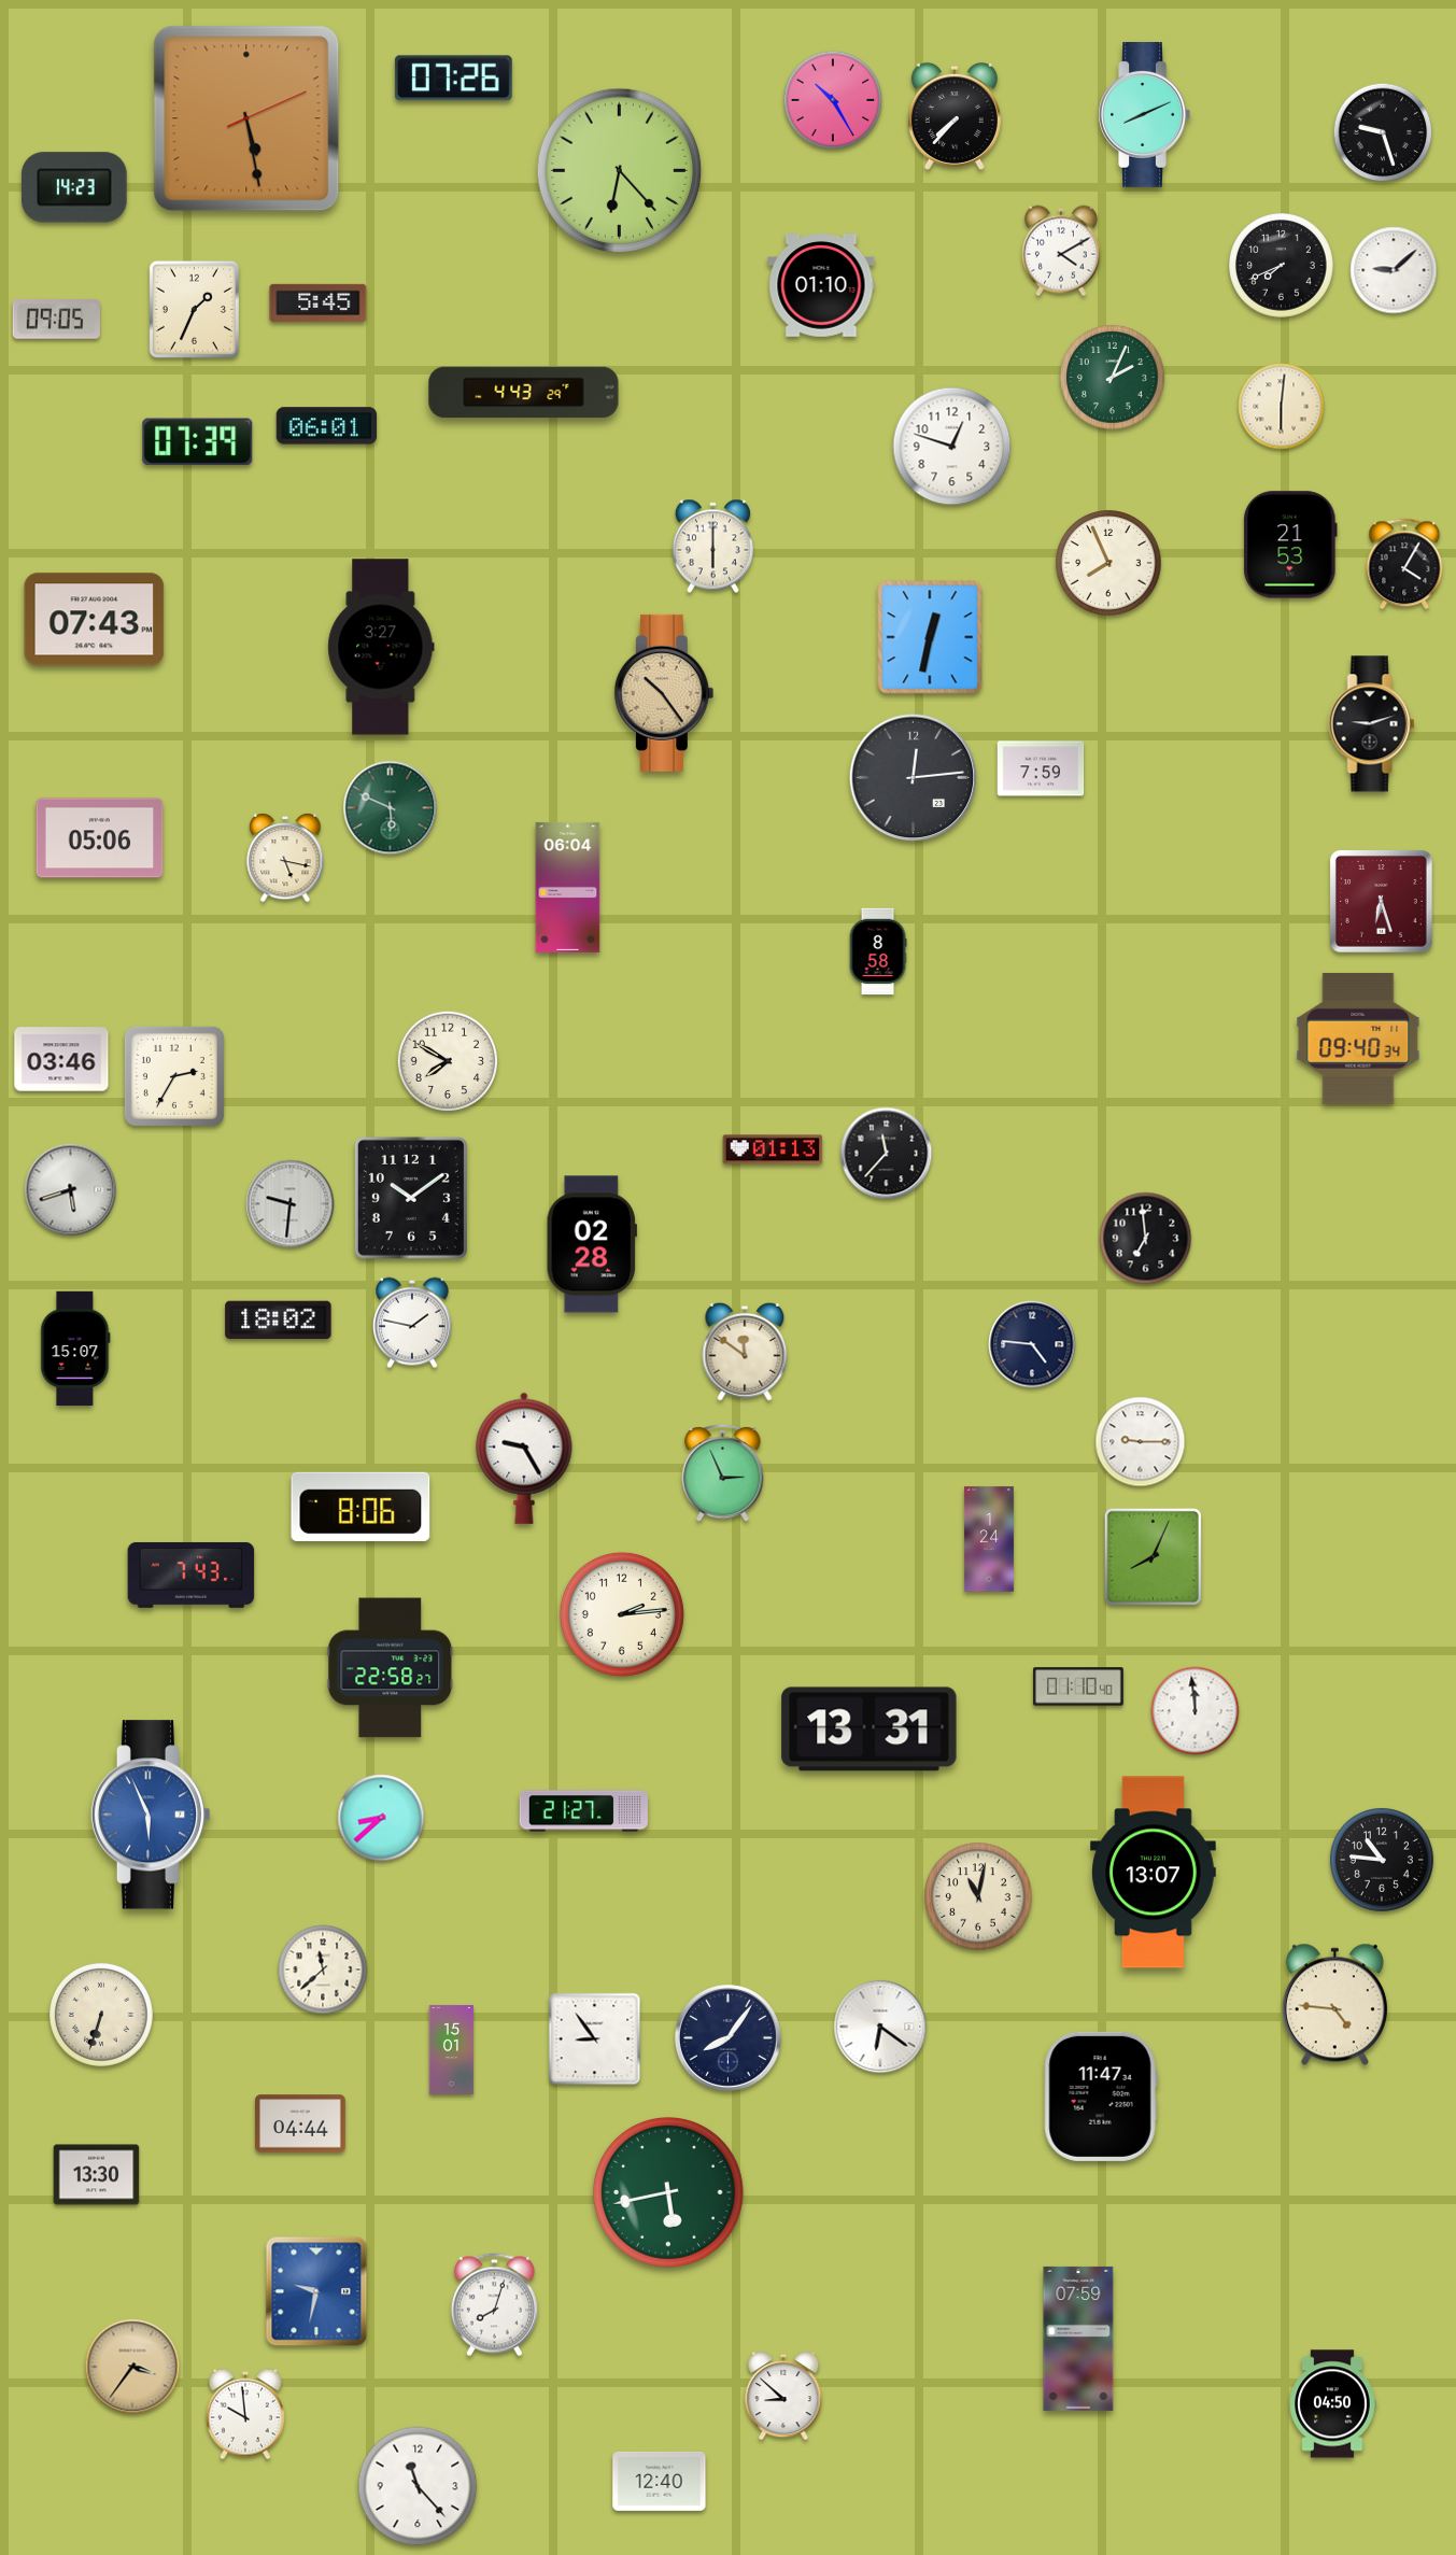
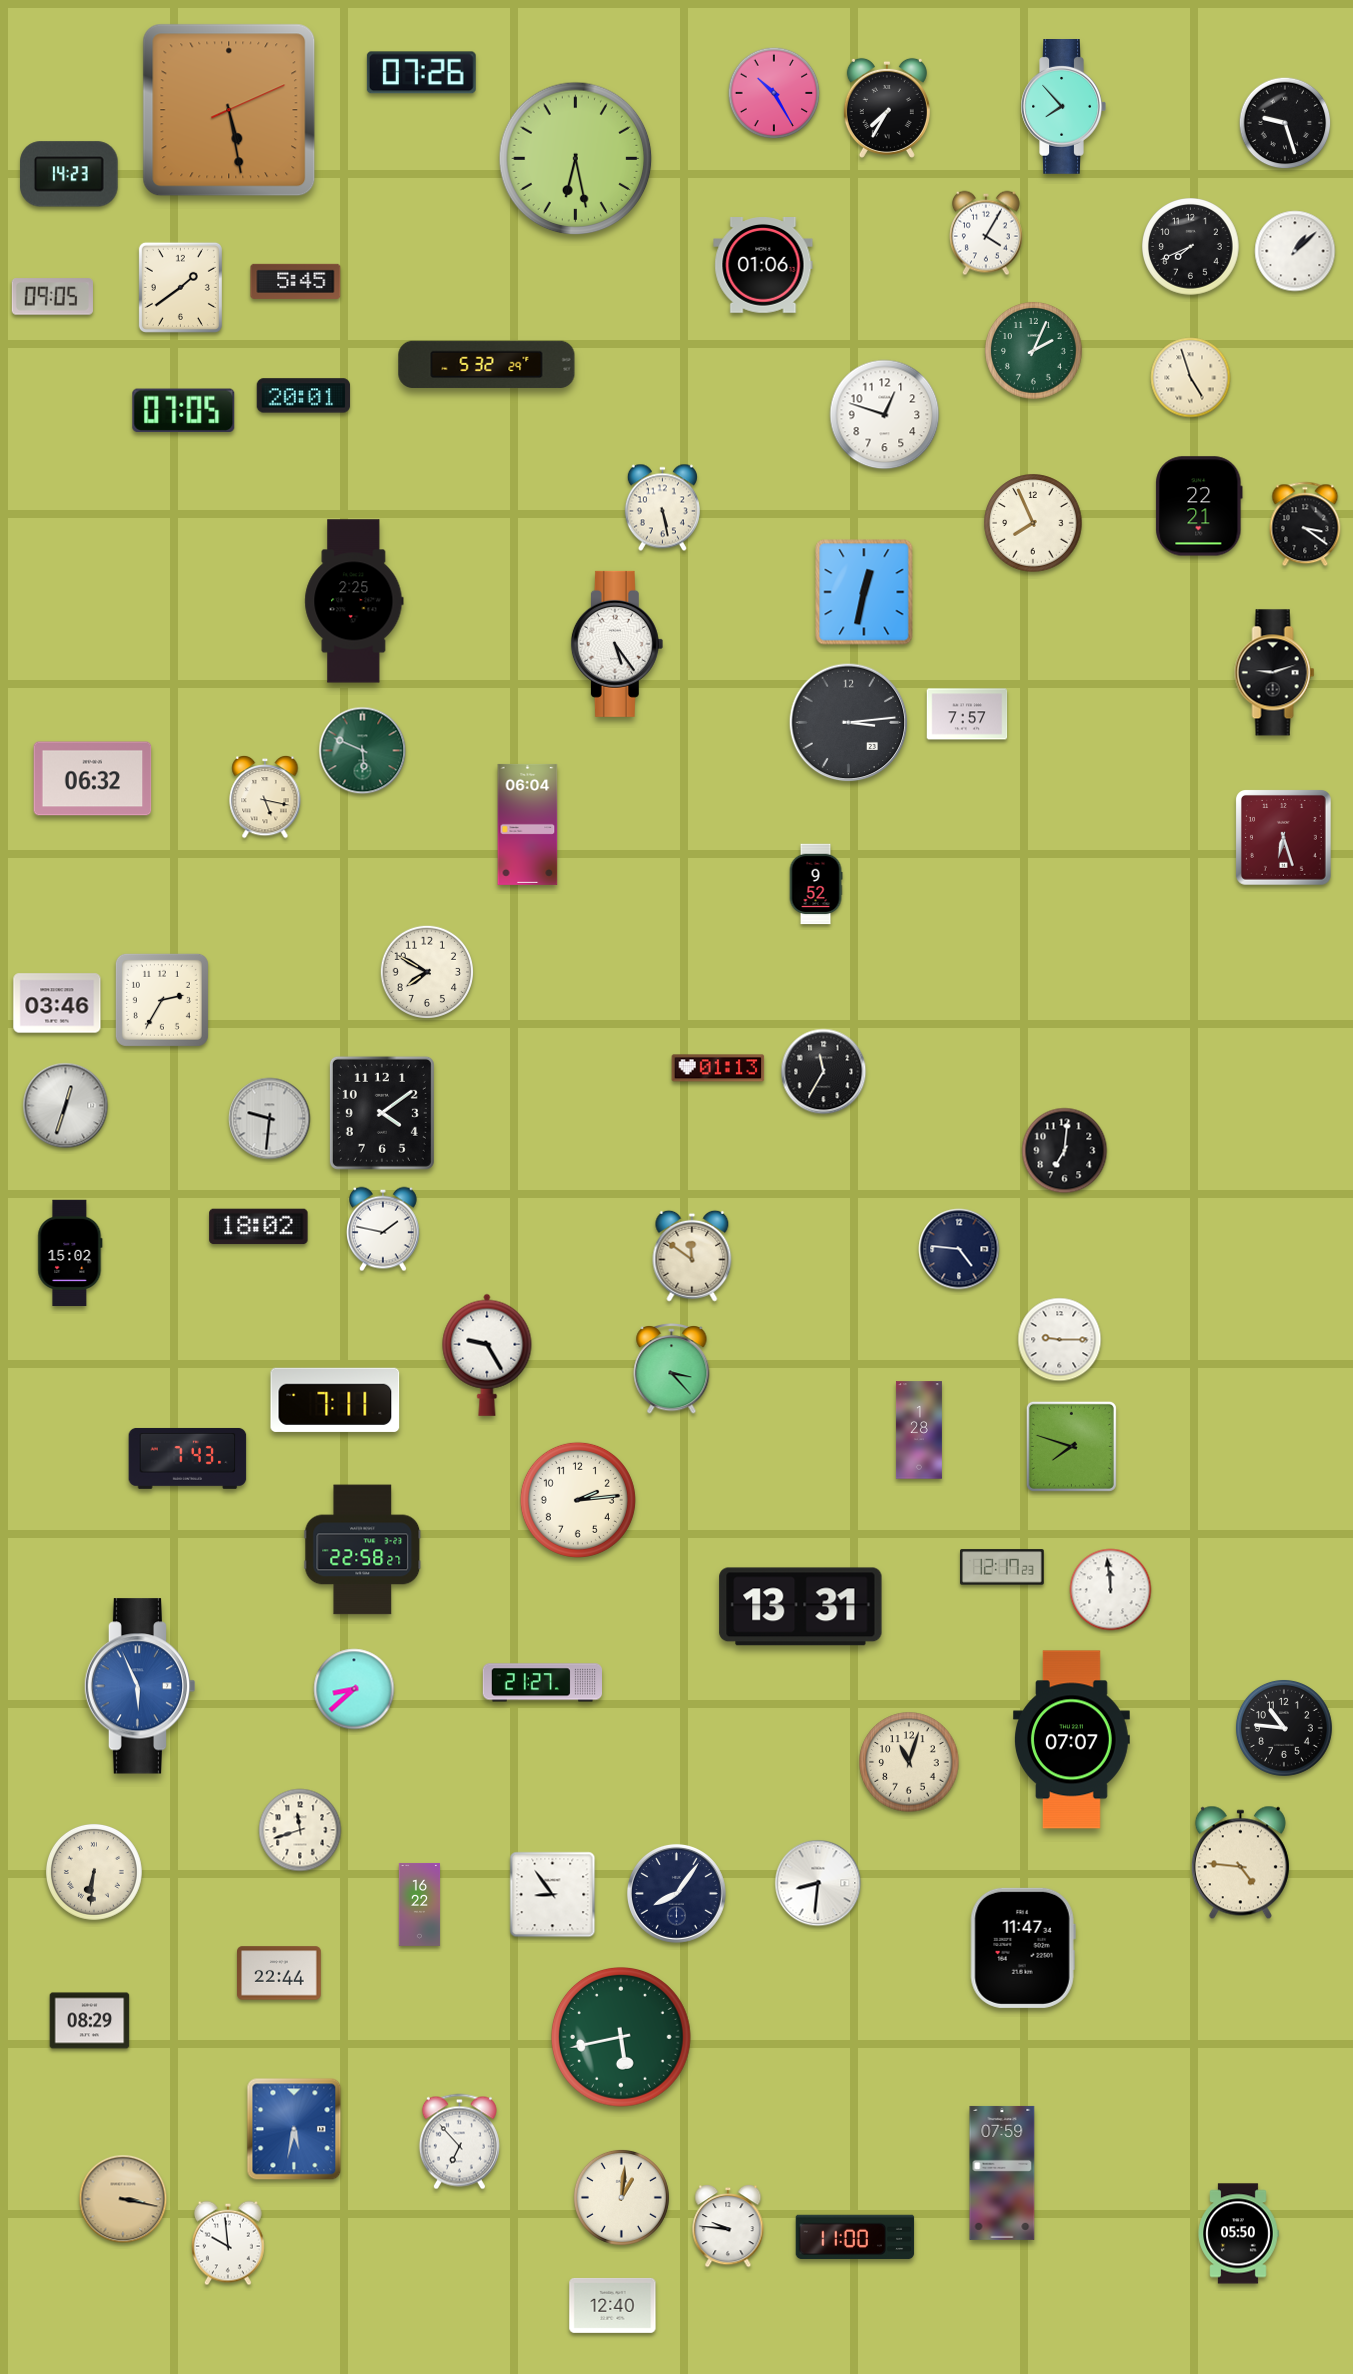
clock at (1144, 115): 8:11 -> 7:53
clock at (955, 116): 7:37 -> 7:35
clock at (620, 171): 6:23 -> 6:28
clock at (1062, 251): 4:10 -> 4:05
clock at (1394, 270): 9:08 -> 1:08
clock at (821, 285): 01:10 -> 01:06
clock at (194, 309): 1:34 -> 1:39
clock at (524, 393): 4:43 -> 5:32
clock at (1282, 407): 6:01 -> 4:57
clock at (327, 426): 06:01 -> 20:01
clock at (198, 441): 07:39 -> 07:05
clock at (1290, 545): 21:53 -> 22:21
clock at (712, 547): 6:00 -> 5:28
clock at (1108, 563) position: (1108, 563) -> (1033, 523)
clock at (1404, 564): 4:05 -> 3:21
clock at (95, 620): 07:43 -> none
clock at (381, 647): 3:27 -> 2:25
clock at (664, 693): 10:24 -> 5:24
clock at (664, 693) dial: champagne -> white
clock at (1041, 768): 7:59 -> 7:57
clock at (914, 778): 12:14 -> 3:14
clock at (100, 838): 05:06 -> 06:32
clock at (878, 951): 8:58 -> 9:52
clock at (1358, 1039): 09:40 -> none
clock at (61, 1059) position: (61, 1059) -> (57, 1003)
clock at (447, 1060) position: (447, 1060) -> (426, 971)
clock at (887, 1154): 11:37 -> 11:35
clock at (71, 1190): 5:42 -> 12:33
clock at (411, 1198): 10:09 -> 4:09
clock at (1146, 1239): 6:59 -> 7:01
clock at (592, 1244): 02:28 -> none
clock at (75, 1349): 15:07 -> 15:02
clock at (723, 1473): 2:56 -> 3:23
clock at (361, 1507): 8:06 -> 7:11
clock at (989, 1539): 1:24 -> 1:28
clock at (1153, 1556): 8:04 -> 7:48
clock at (192, 1575) position: (192, 1575) -> (188, 1458)
clock at (1079, 1686): 01:10 -> 12:17
clock at (870, 1730) position: (870, 1730) -> (801, 1607)
clock at (1153, 1873): 13:07 -> 07:07
clock at (978, 1896): 11:02 -> 11:03
clock at (323, 1970): 11:38 -> 11:42
clock at (101, 2015): 6:33 -> 6:31
clock at (880, 2027): 6:21 -> 8:31
clock at (452, 2049): 15:01 -> 16:22
clock at (300, 2123): 04:44 -> 22:44
clock at (97, 2175): 13:30 -> 08:29
clock at (316, 2291): 9:32 -> 5:32
clock at (494, 2305): 8:03 -> 6:53
clock at (621, 2197): none -> 1:01
clock at (132, 2367): 3:36 -> 3:17
clock at (783, 2396): 8:52 -> 9:46
clock at (1332, 2404): 04:50 -> 05:50
clock at (855, 2237): none -> 11:00
clock at (418, 2486): 11:23 -> none
